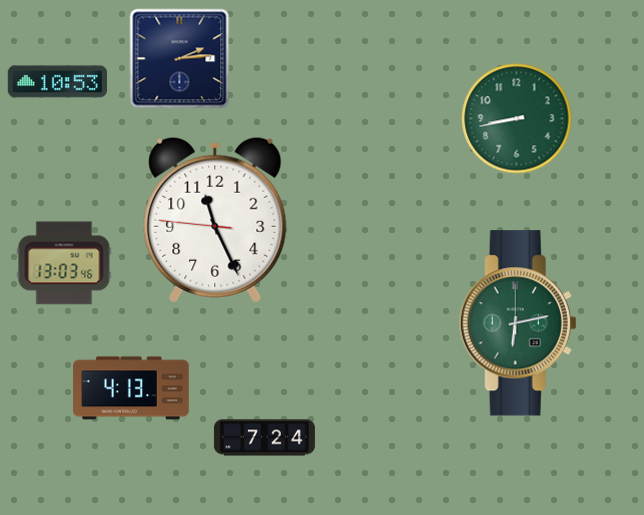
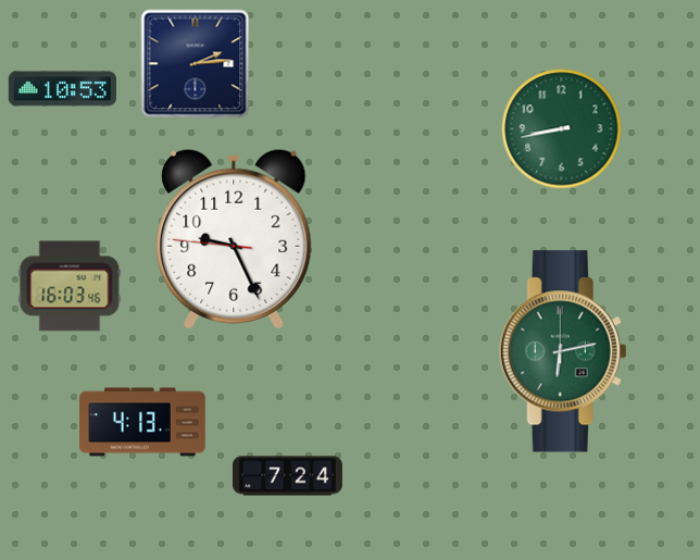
clock at (215, 220): 11:25 -> 9:25
clock at (64, 263): 13:03 -> 16:03
